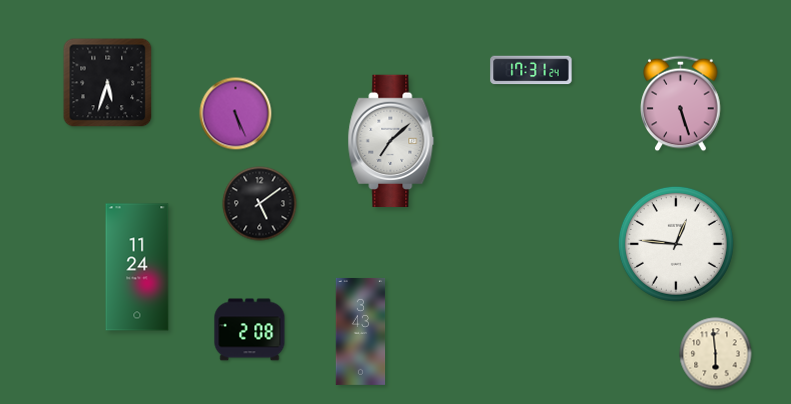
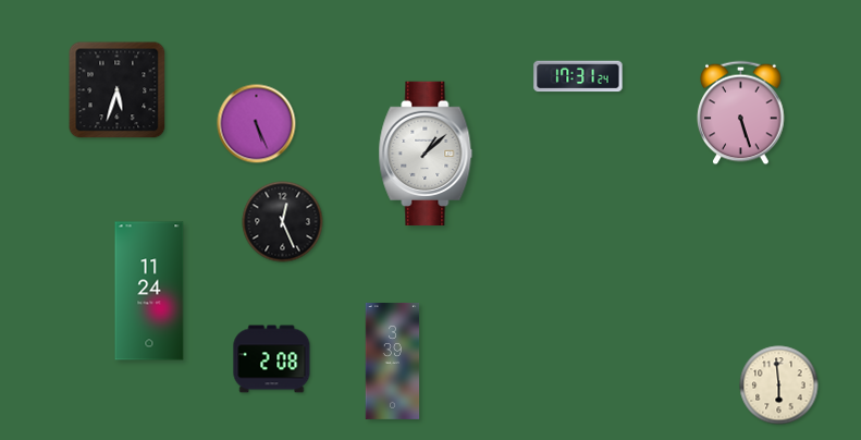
clock at (391, 141): 7:08 -> 1:08
clock at (260, 204): 5:09 -> 12:26
clock at (676, 244): 12:46 -> none
clock at (361, 331): 3:43 -> 3:39
